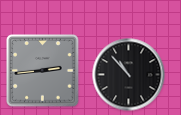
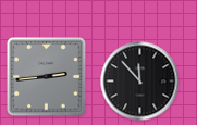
clock at (129, 75): 10:53 -> 11:53
